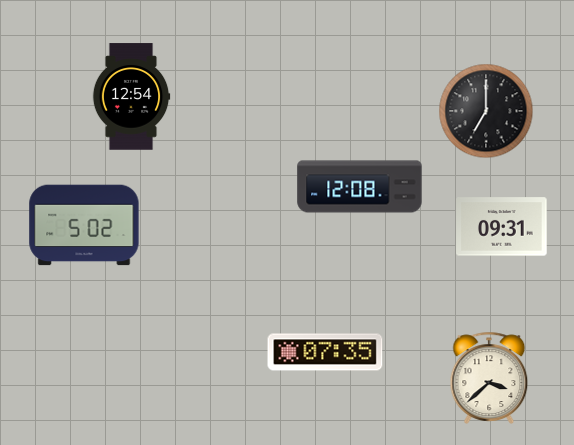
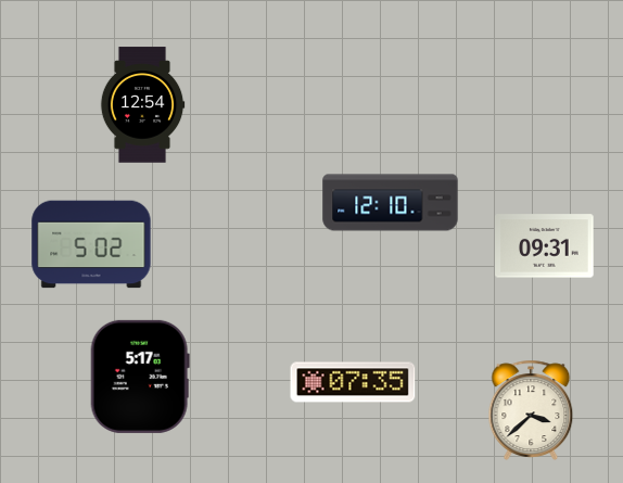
clock at (486, 111): 7:00 -> none
clock at (360, 187): 12:08 -> 12:10
clock at (140, 377): none -> 5:17
